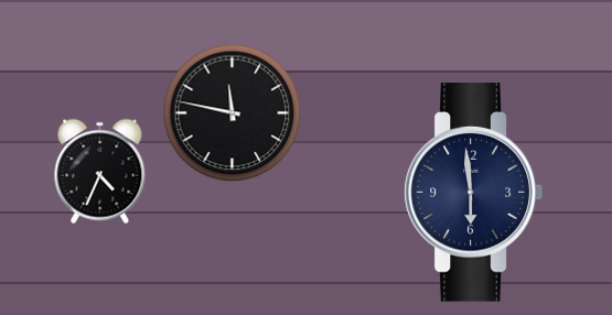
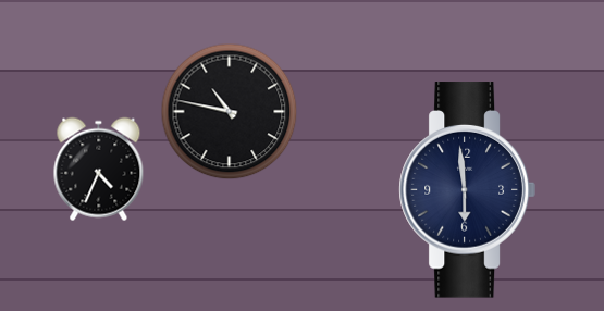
clock at (233, 113): 11:47 -> 10:47
